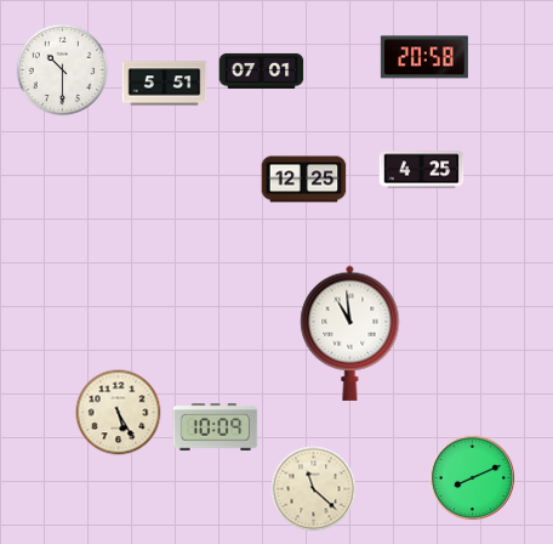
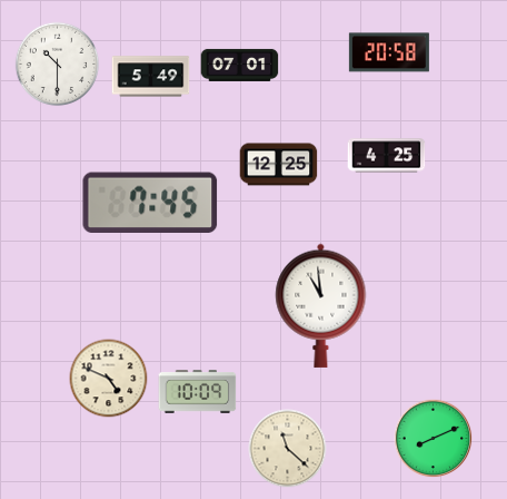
clock at (165, 84): 5:51 -> 5:49
clock at (150, 202): none -> 7:45
clock at (119, 413): 5:25 -> 4:49
